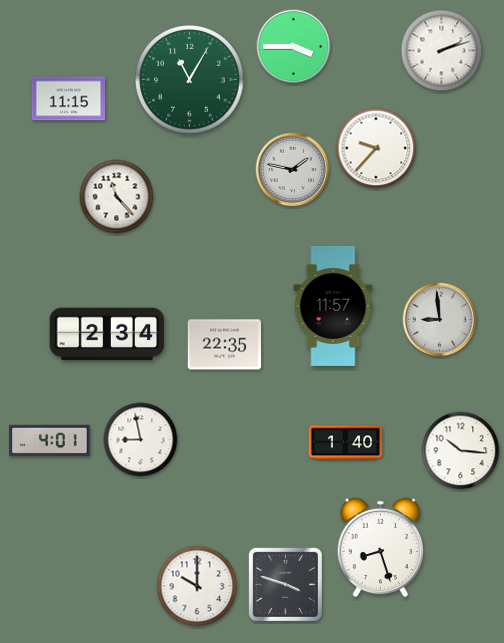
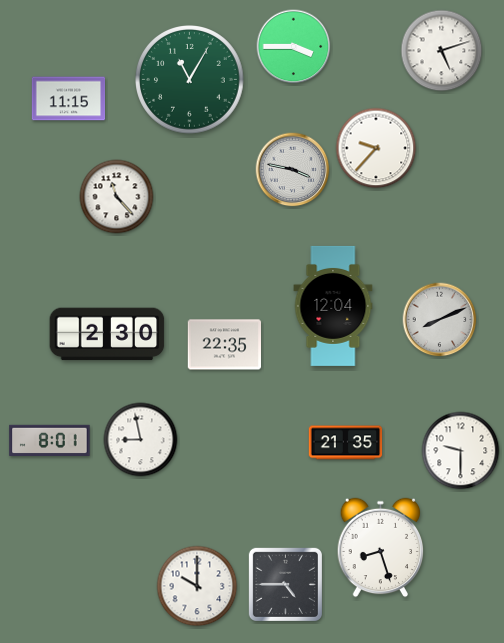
clock at (442, 51): 2:12 -> 5:12
clock at (293, 170): 1:47 -> 3:47
clock at (333, 306): 11:57 -> 12:04
clock at (440, 320): 8:59 -> 8:11
clock at (107, 334): 2:34 -> 2:30
clock at (50, 441): 4:01 -> 8:01
clock at (346, 443): 1:40 -> 21:35
clock at (461, 451): 10:16 -> 9:30
clock at (285, 584): 3:48 -> 4:45
